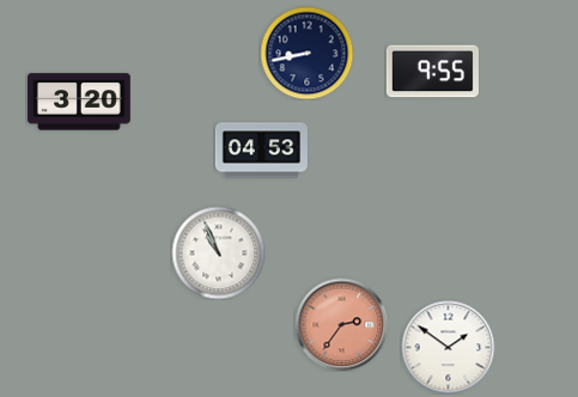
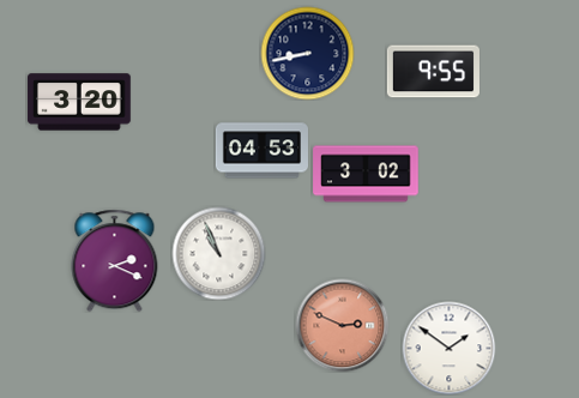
clock at (366, 174): none -> 3:02
clock at (115, 260): none -> 2:19
clock at (341, 324): 2:36 -> 2:49
